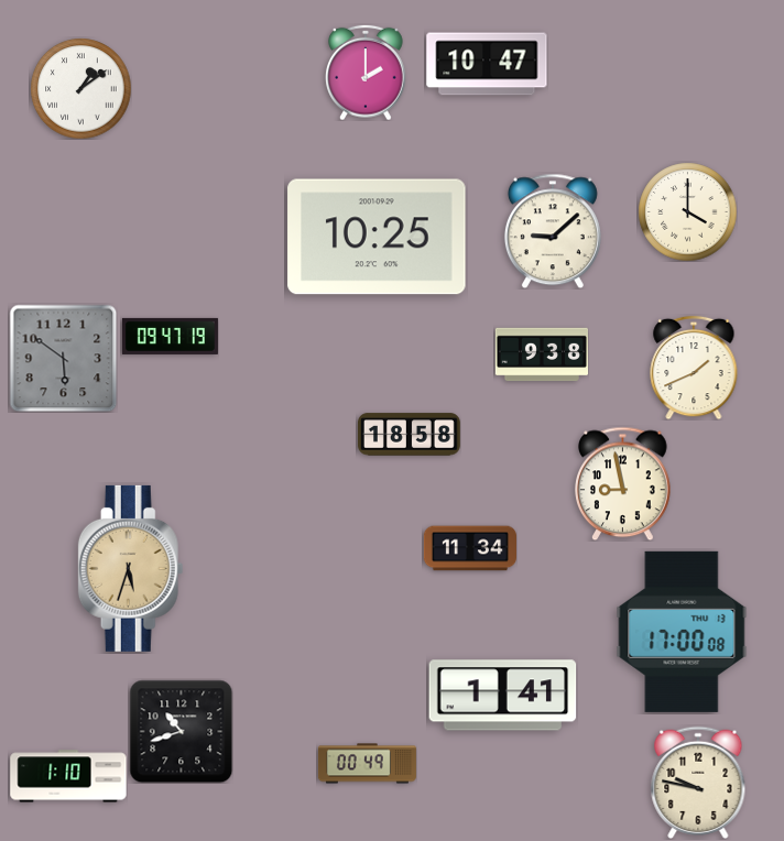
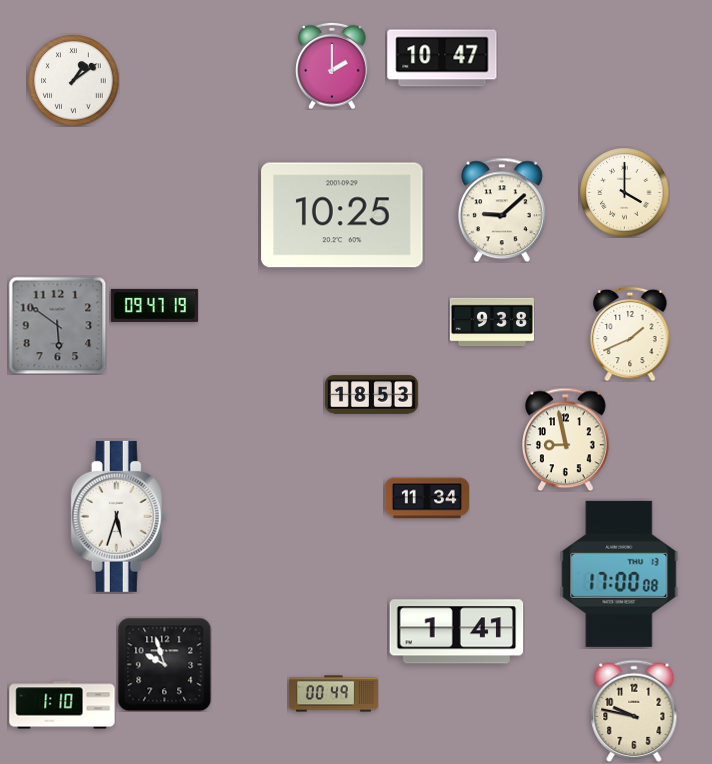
clock at (410, 435): 18:58 -> 18:53
clock at (131, 568) dial: champagne -> white
clock at (181, 731): 10:42 -> 9:57
